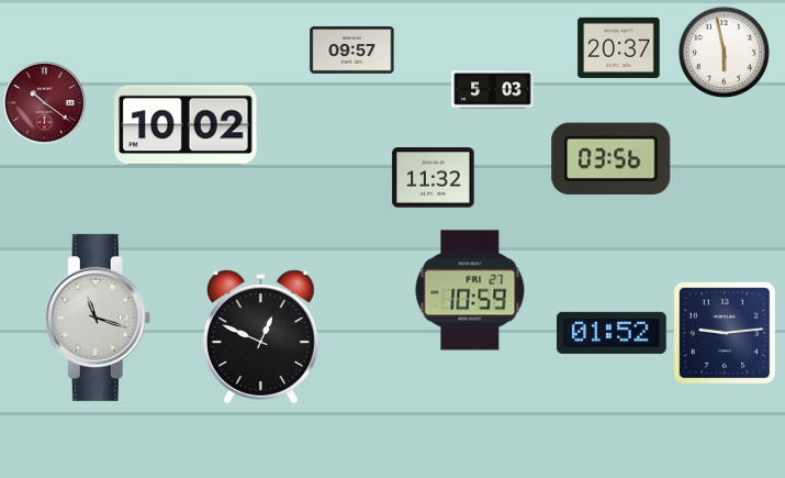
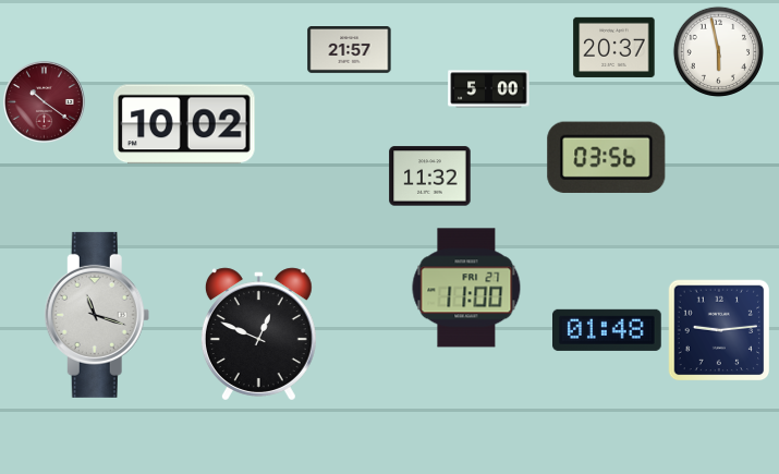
clock at (352, 51): 09:57 -> 21:57
clock at (493, 90): 5:03 -> 5:00
clock at (470, 290): 10:59 -> 11:00
clock at (613, 333): 01:52 -> 01:48
